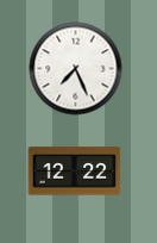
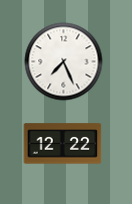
clock at (75, 68) position: (75, 68) -> (63, 61)
